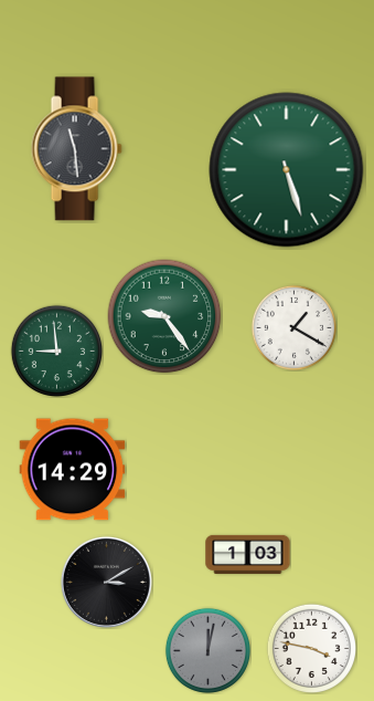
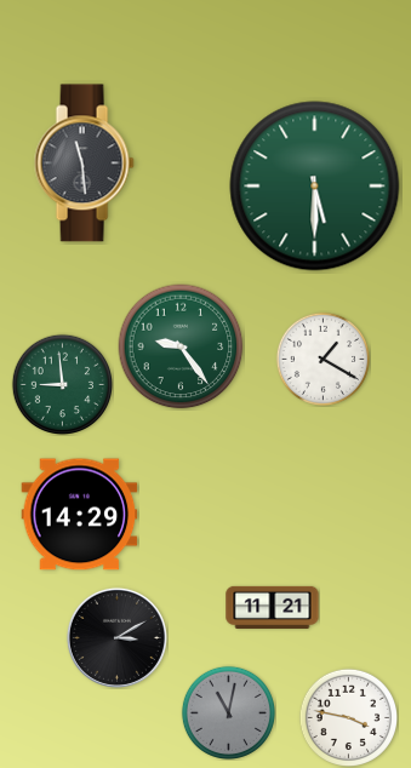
clock at (287, 170): 5:27 -> 5:30
clock at (248, 554): 1:03 -> 11:21
clock at (311, 648) position: (311, 648) -> (348, 717)
clock at (207, 650): 12:02 -> 11:02
